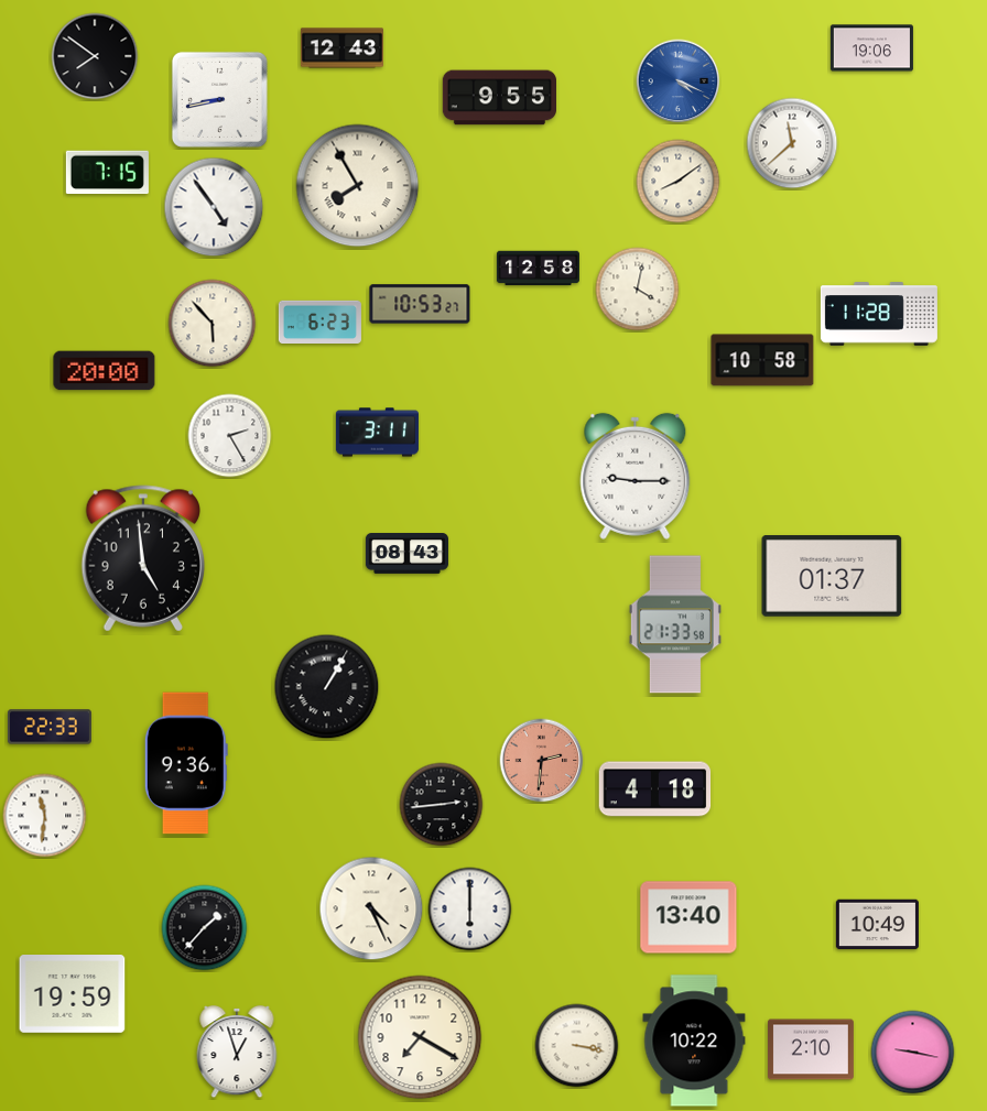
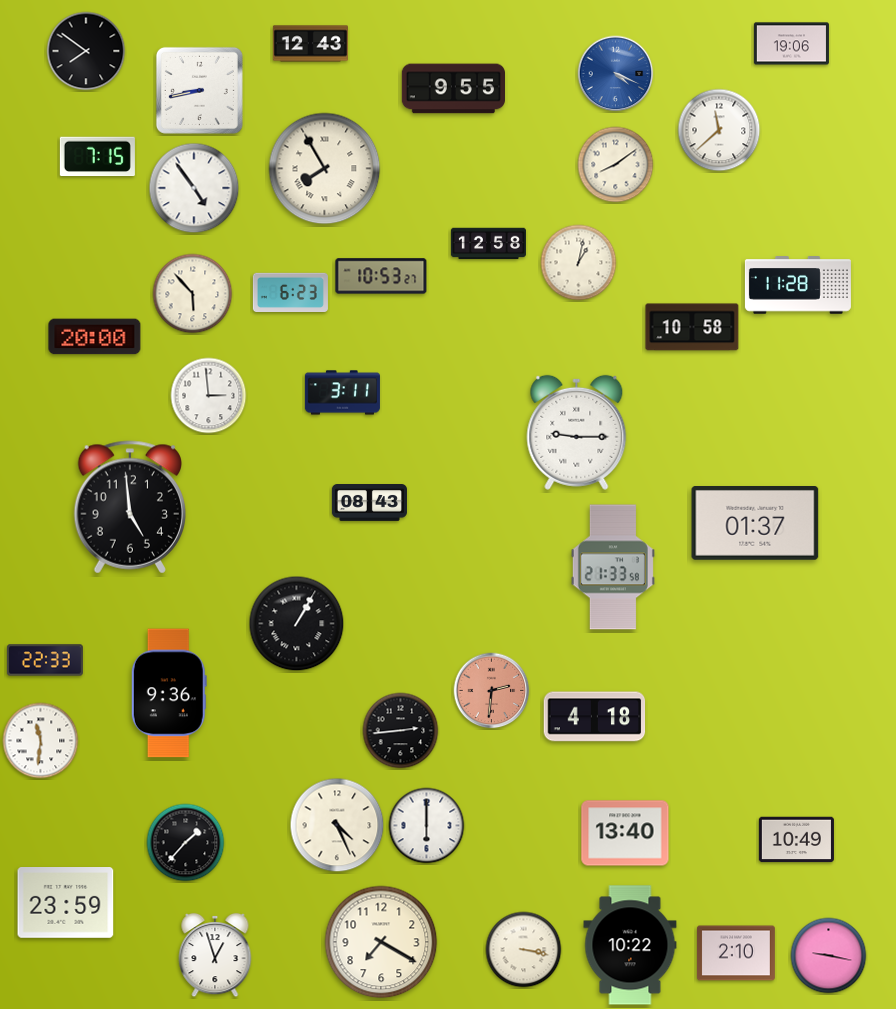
clock at (638, 290): 4:02 -> 1:02
clock at (230, 436): 2:25 -> 2:59
clock at (73, 994): 19:59 -> 23:59
